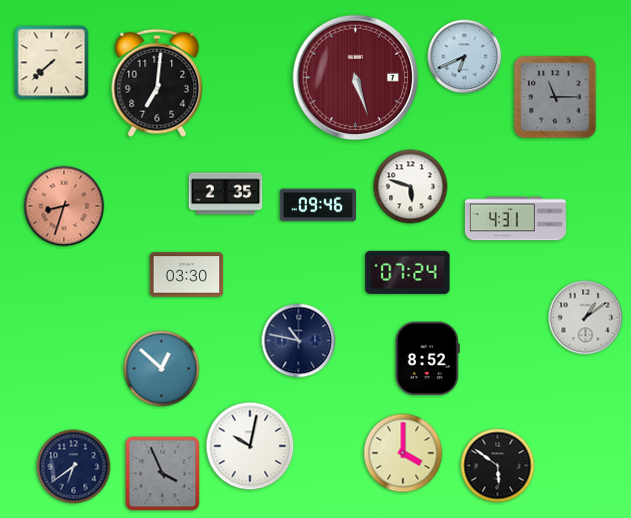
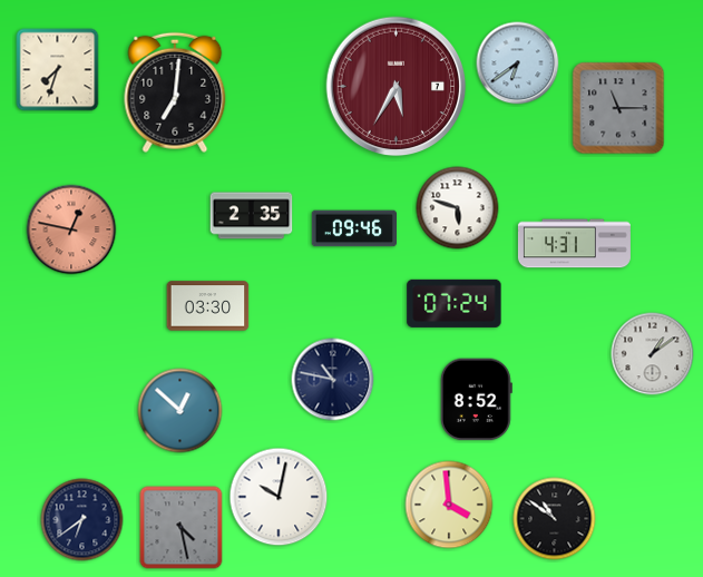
clock at (465, 57): 6:41 -> 6:39
clock at (52, 63): 7:38 -> 7:33
clock at (356, 78): 5:27 -> 5:35
clock at (64, 206): 8:33 -> 12:47
clock at (403, 453): 4:00 -> 3:59
clock at (498, 466): 5:51 -> 10:51
clock at (163, 474): 3:56 -> 4:28
